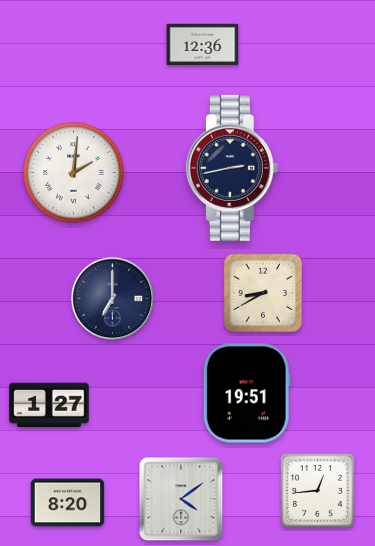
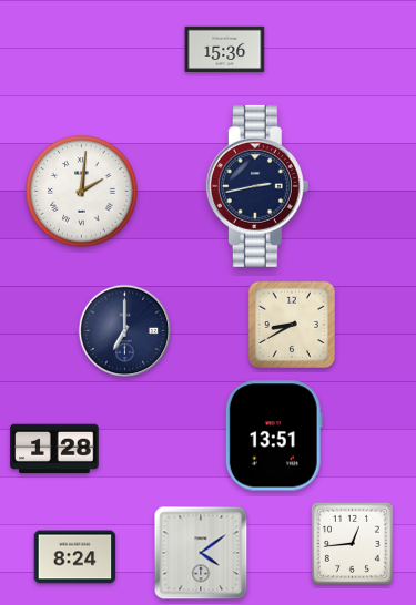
clock at (203, 45): 12:36 -> 15:36
clock at (247, 393): 19:51 -> 13:51
clock at (49, 405): 1:27 -> 1:28
clock at (68, 503): 8:20 -> 8:24
